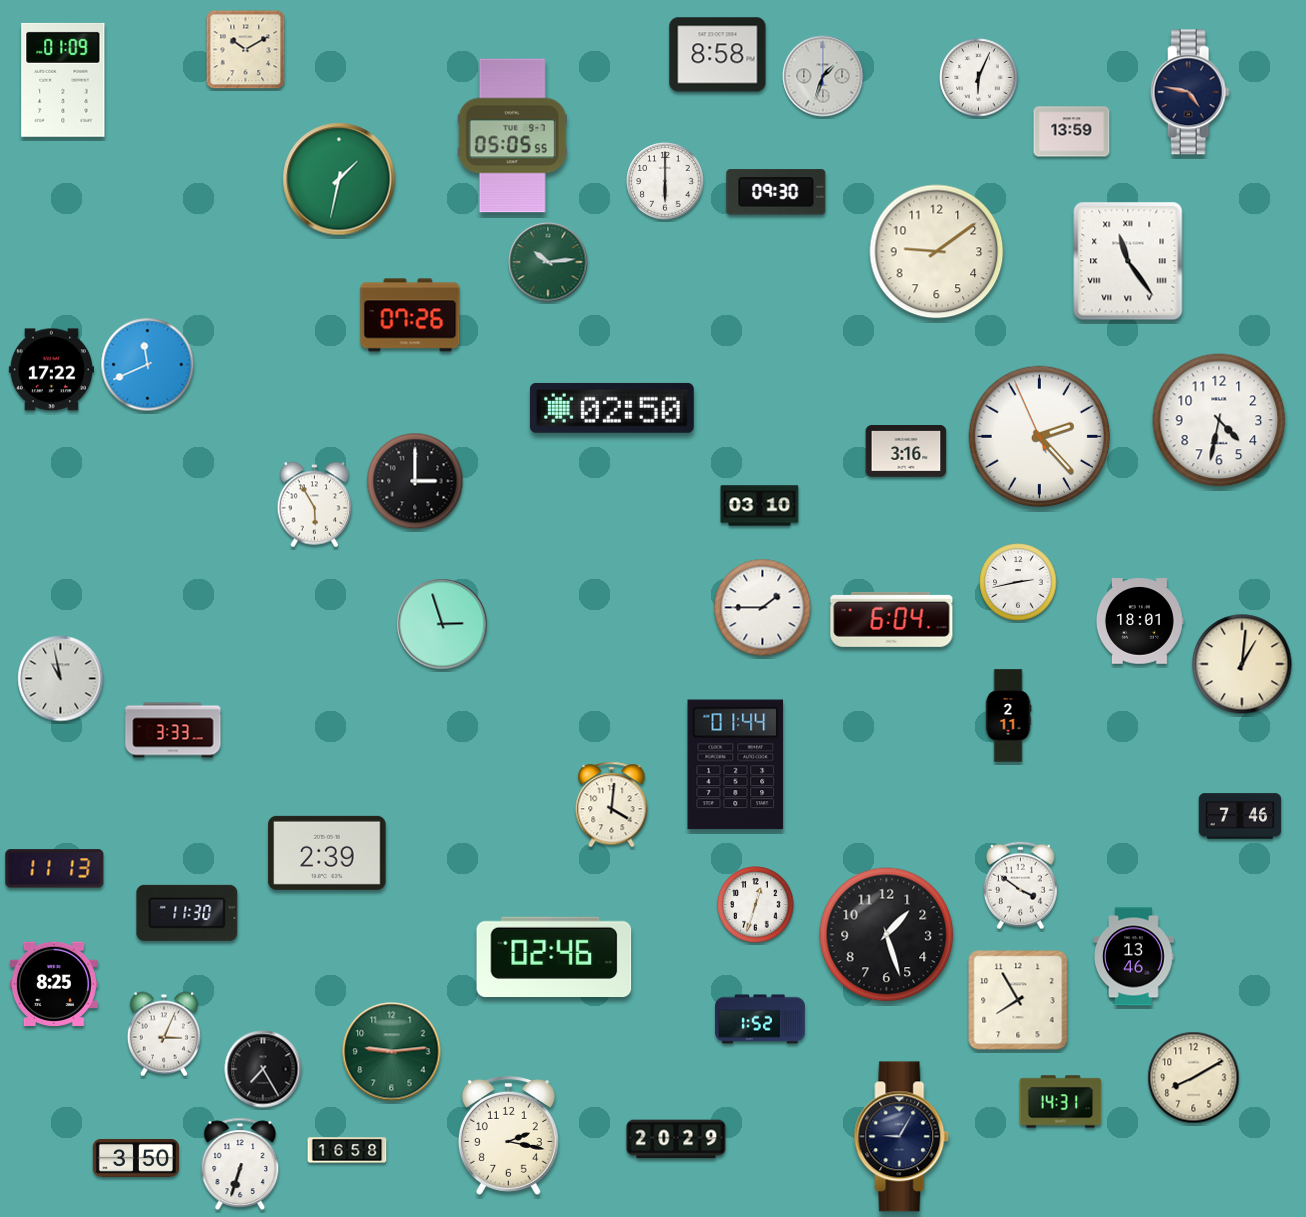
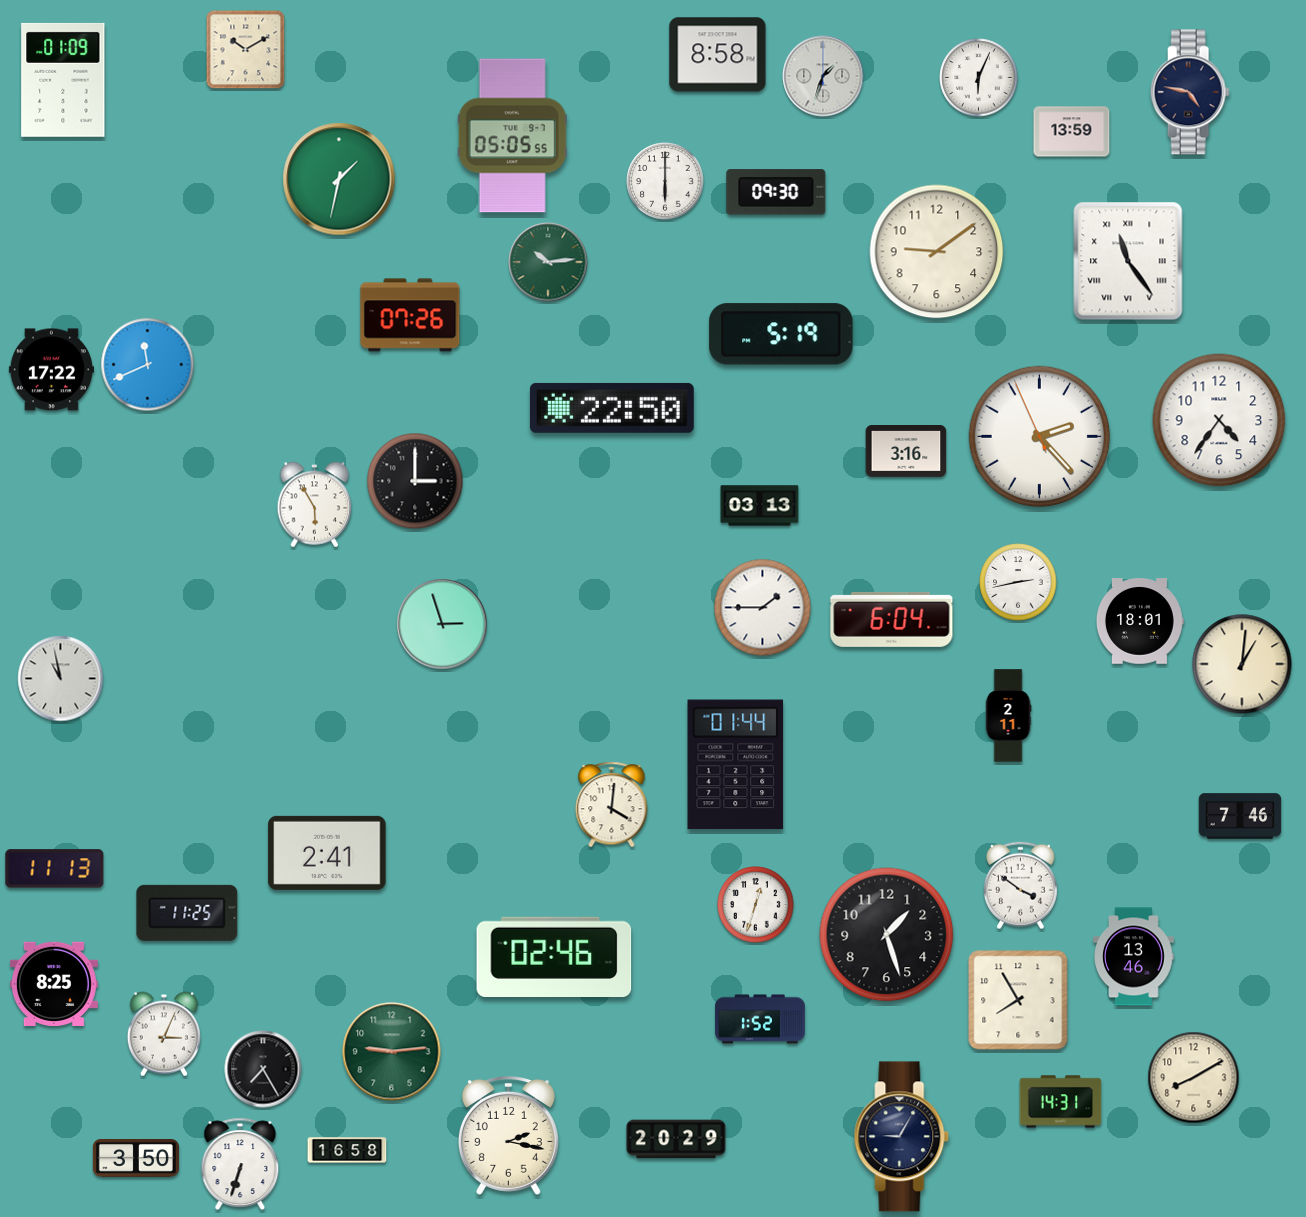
clock at (781, 334): none -> 5:19
clock at (612, 408): 02:50 -> 22:50
clock at (1219, 420): 4:32 -> 4:36
clock at (760, 506): 03:10 -> 03:13
clock at (173, 730): 3:33 -> none
clock at (327, 853): 2:39 -> 2:41
clock at (187, 913): 11:30 -> 11:25
